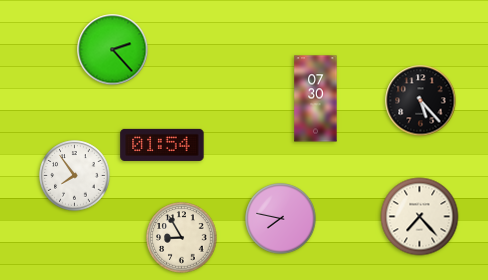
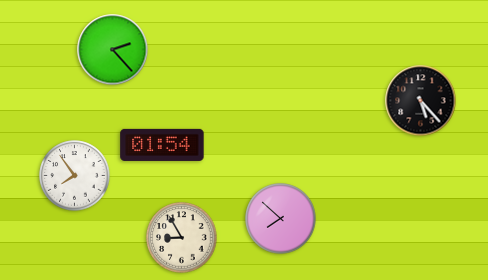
clock at (316, 99): 07:30 -> none
clock at (420, 217): 7:23 -> none
clock at (281, 219): 7:47 -> 7:52
